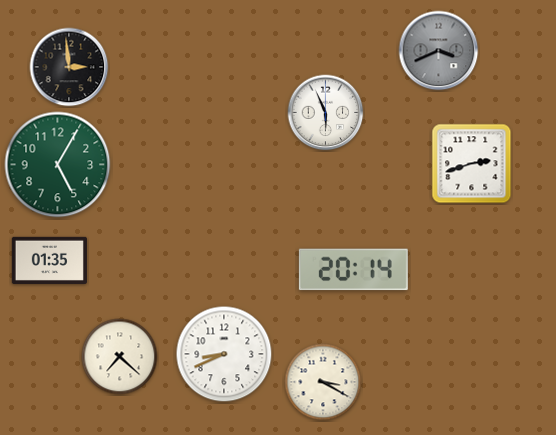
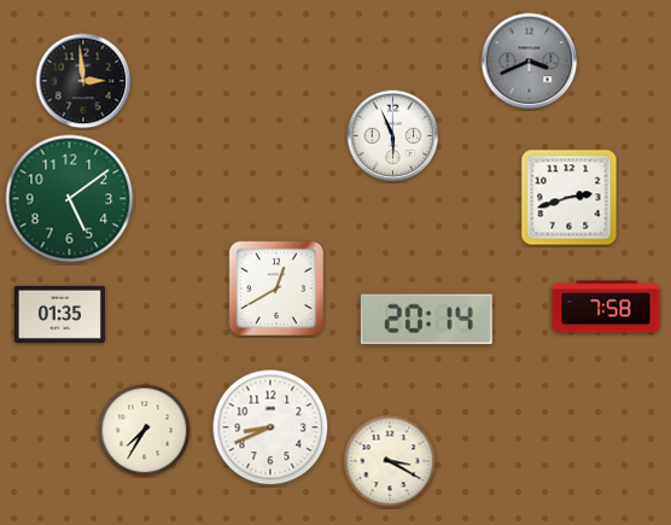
clock at (58, 165): 5:05 -> 5:09
clock at (276, 288): none -> 12:40
clock at (606, 307): none -> 7:58
clock at (353, 270) position: (353, 270) -> (426, 320)
clock at (120, 357): 7:22 -> 7:35
